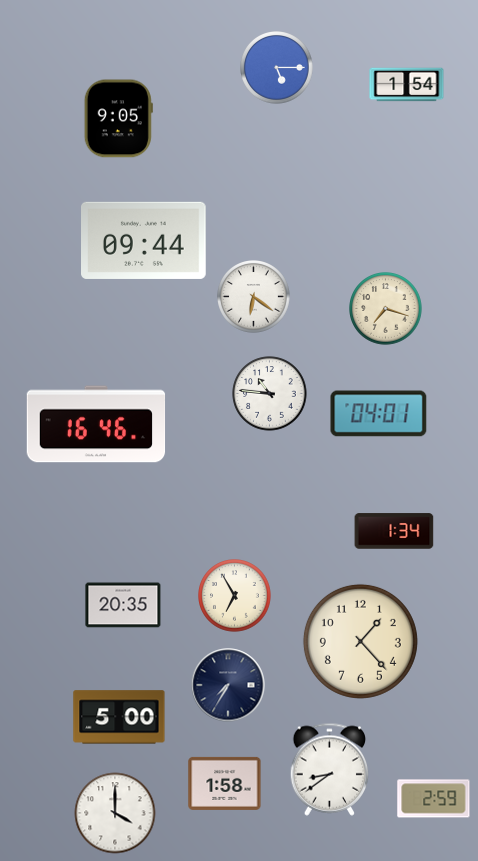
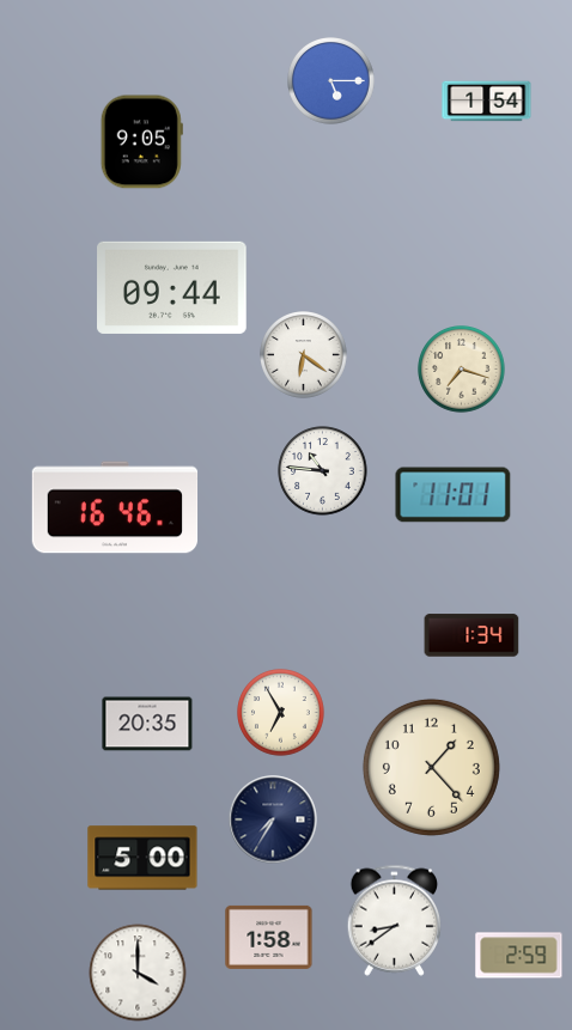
clock at (379, 414): 04:01 -> 11:01
